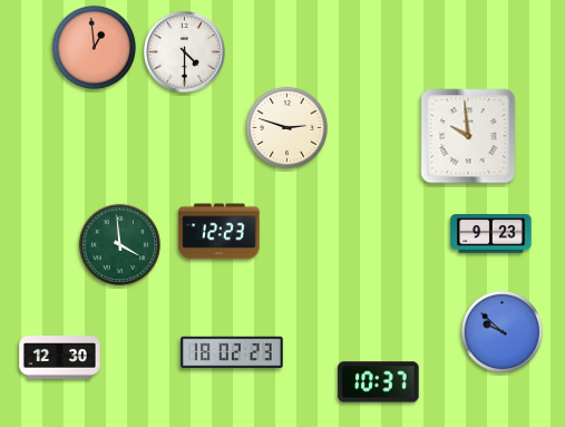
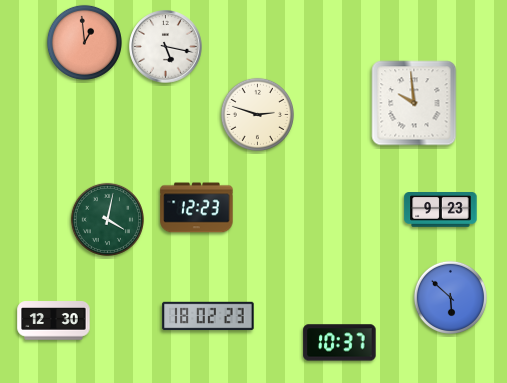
clock at (185, 52): 4:30 -> 5:17
clock at (468, 136) position: (468, 136) -> (414, 103)
clock at (119, 244): 3:59 -> 4:02
clock at (501, 331): 9:52 -> 5:52
